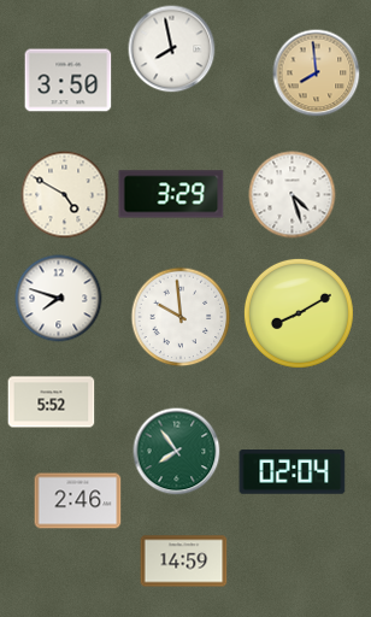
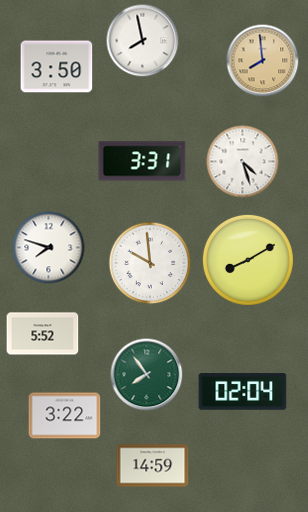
clock at (171, 194): 3:29 -> 3:31
clock at (65, 195): 4:50 -> none
clock at (78, 501): 2:46 -> 3:22
